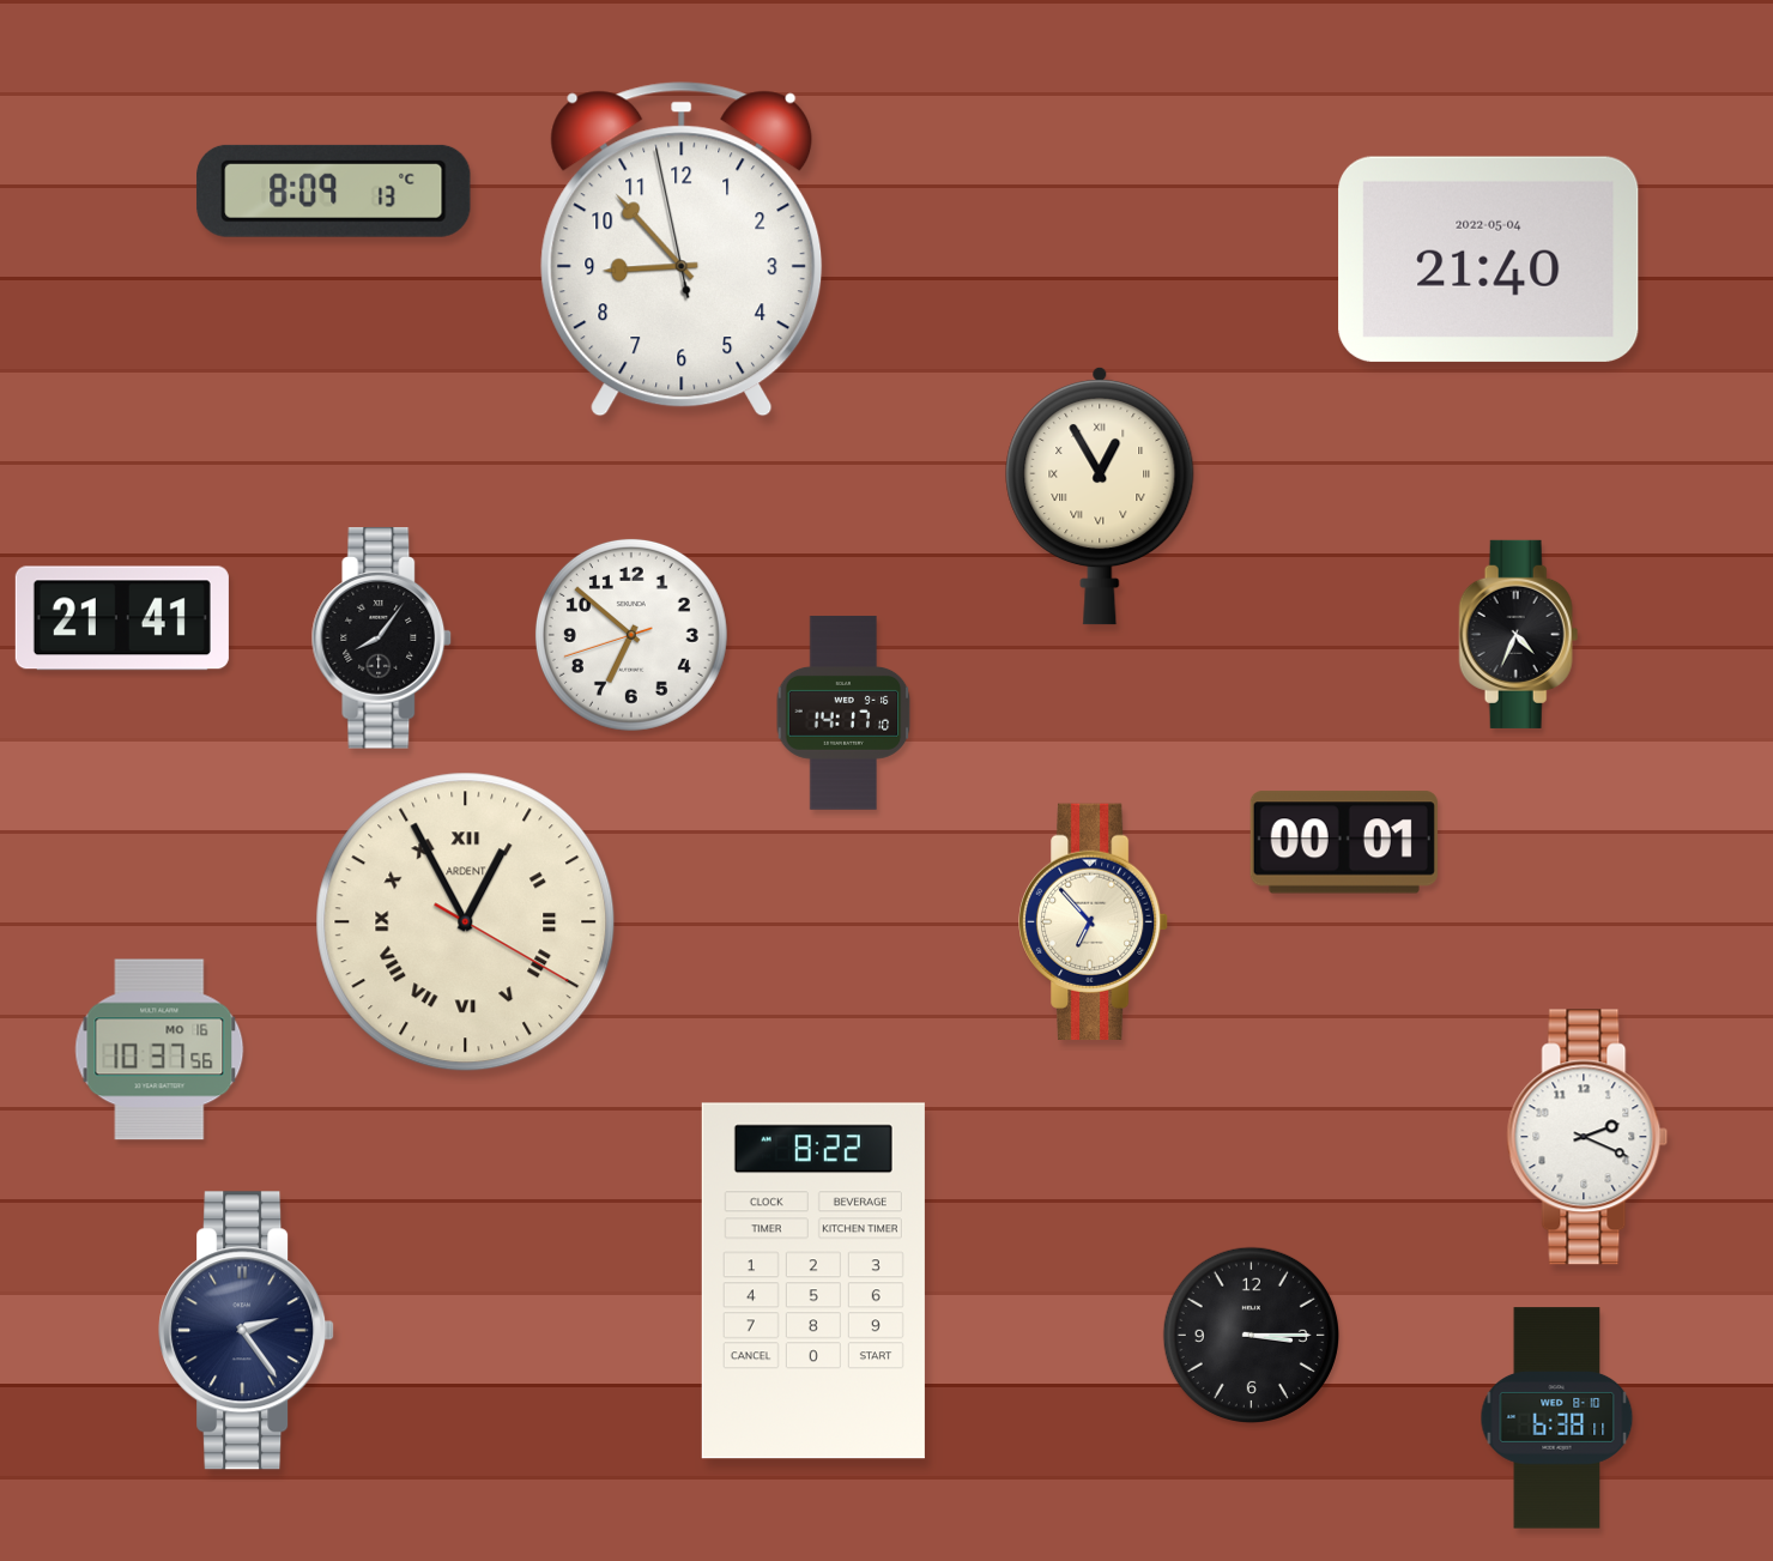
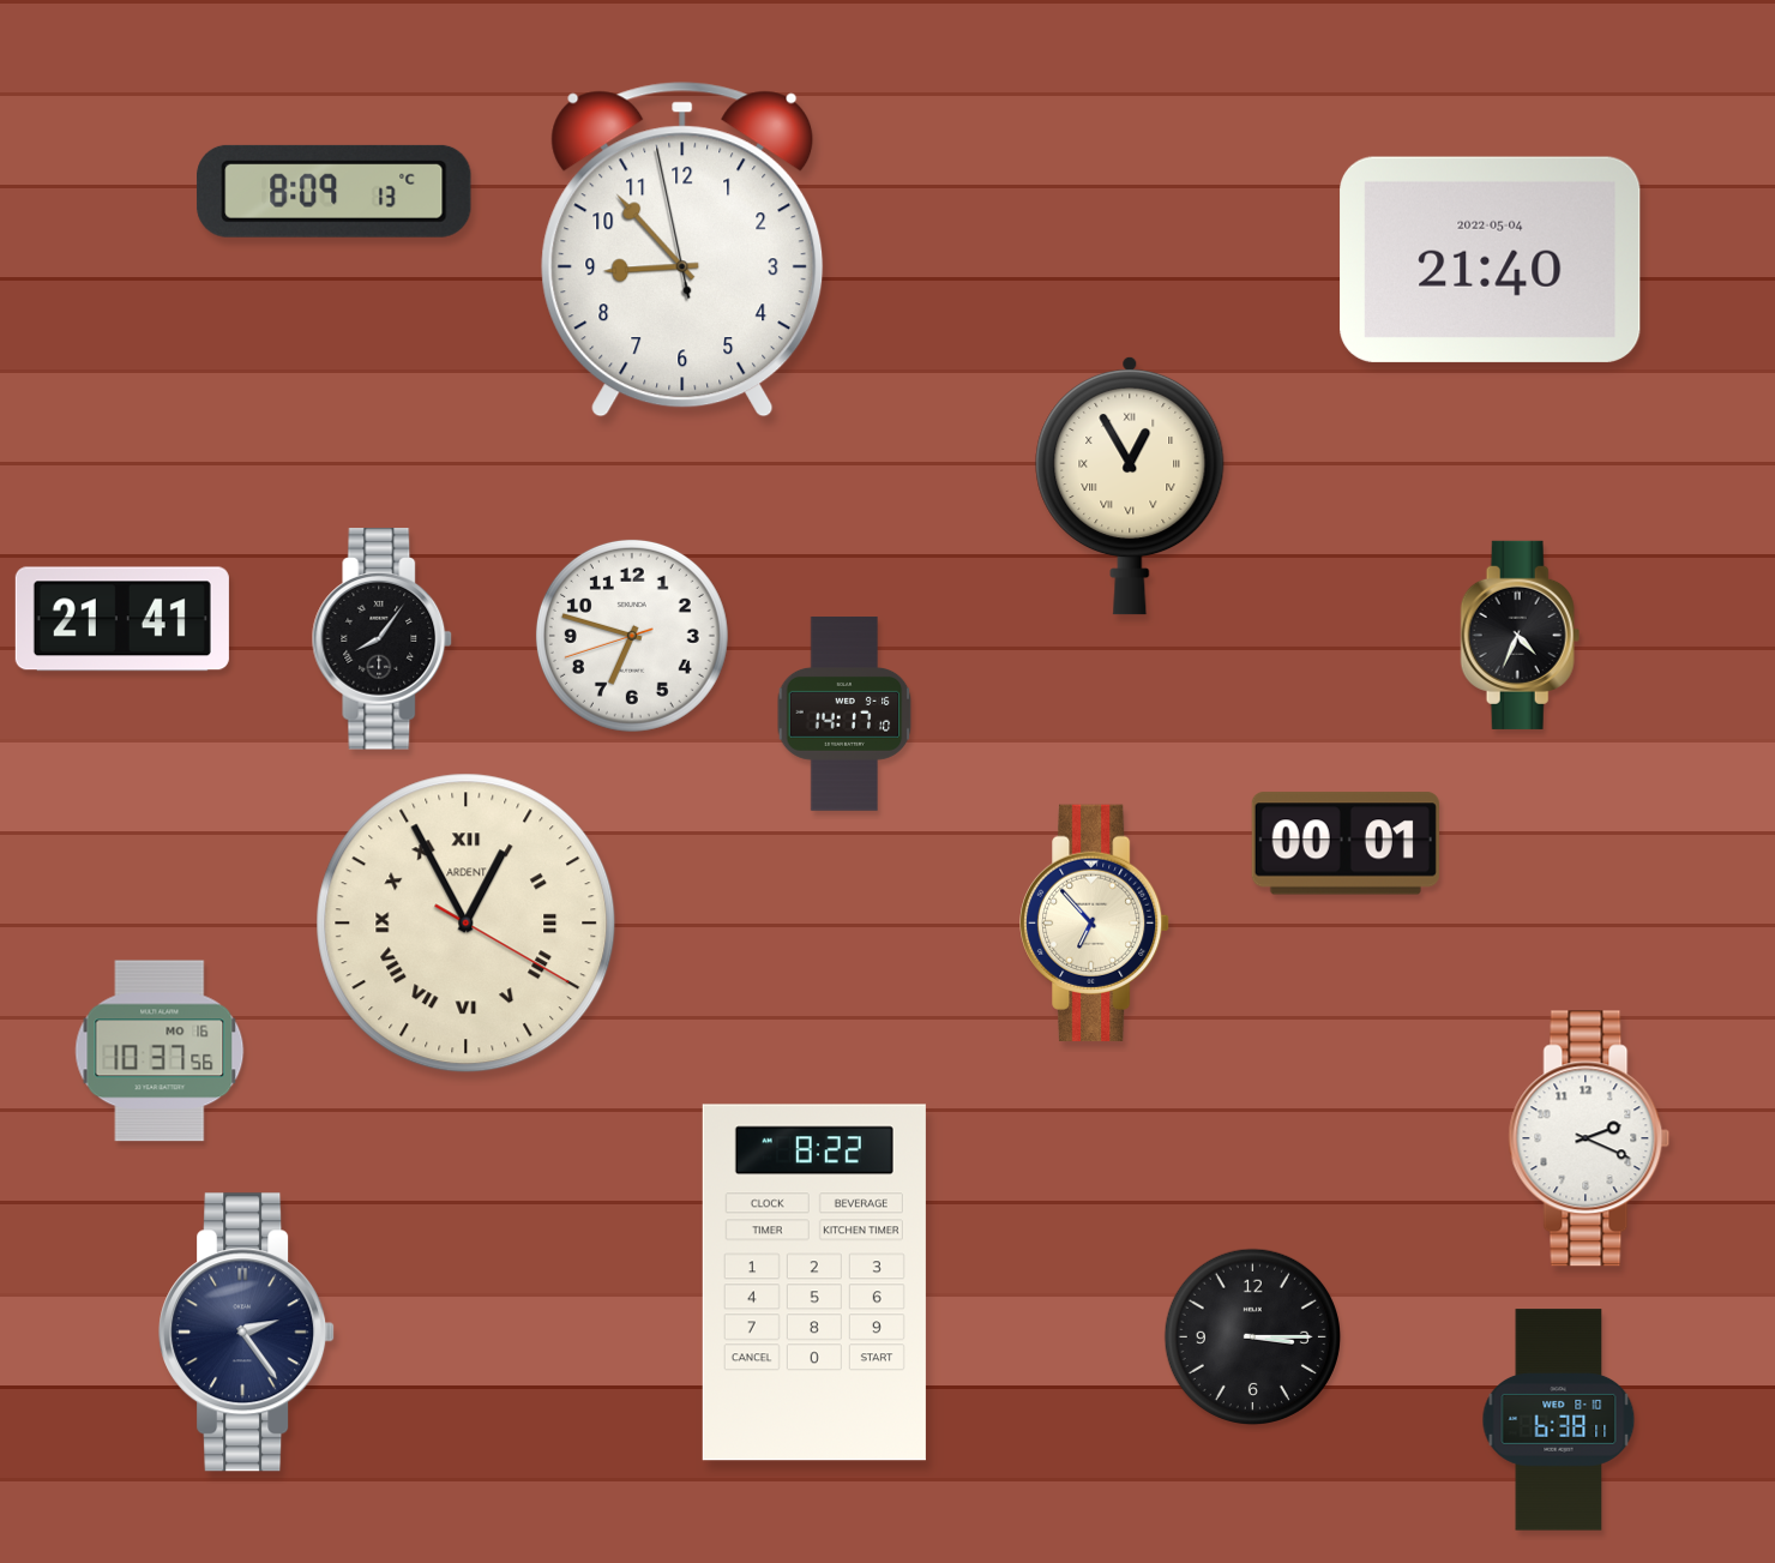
clock at (1100, 496) position: (1100, 496) -> (1130, 486)
clock at (631, 635): 6:51 -> 6:47
